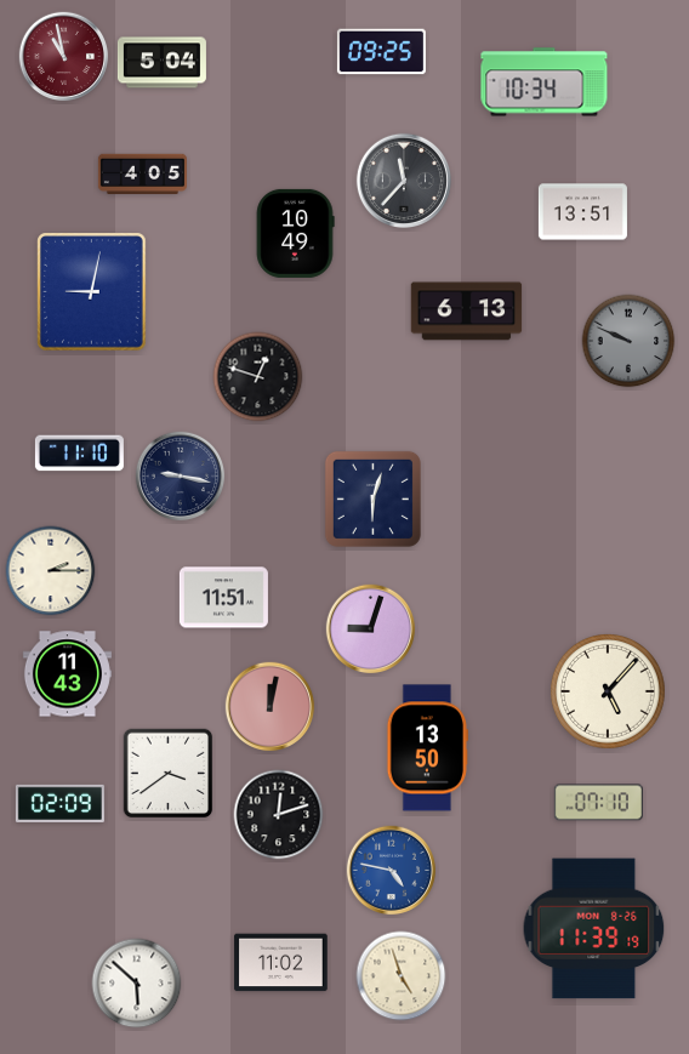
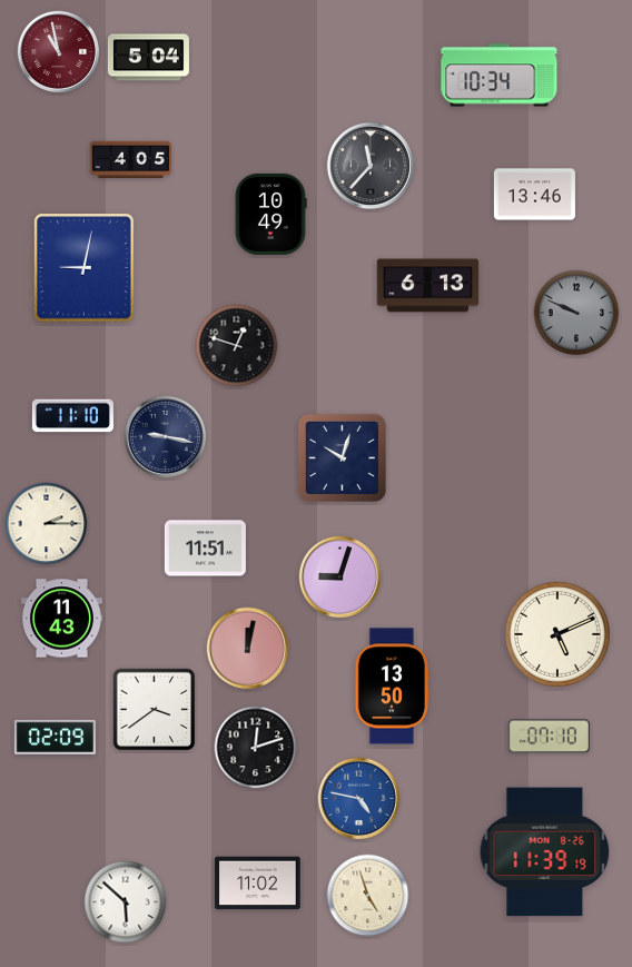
clock at (381, 52): 09:25 -> none
clock at (582, 212): 13:51 -> 13:46
clock at (372, 498): 6:03 -> 10:03
clock at (608, 691): 5:07 -> 5:11
